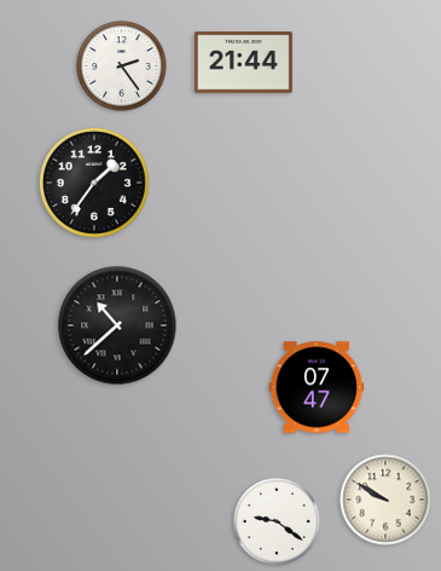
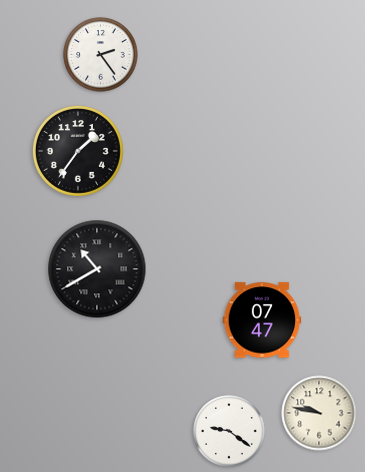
clock at (243, 63): 21:44 -> none
clock at (117, 325): 10:38 -> 10:40
clock at (385, 500): 9:50 -> 9:47
